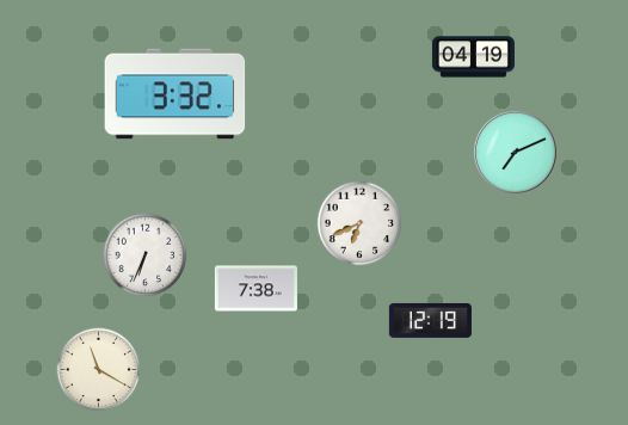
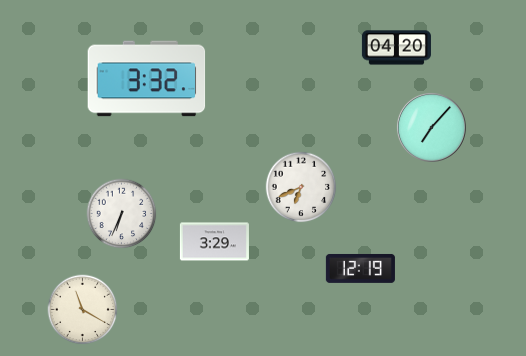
clock at (473, 57): 04:19 -> 04:20
clock at (515, 152): 7:11 -> 7:07
clock at (255, 289): 7:38 -> 3:29
